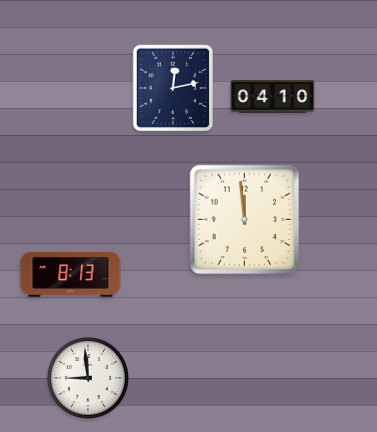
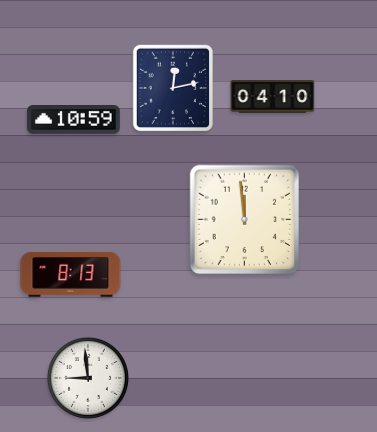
clock at (74, 120): none -> 10:59
